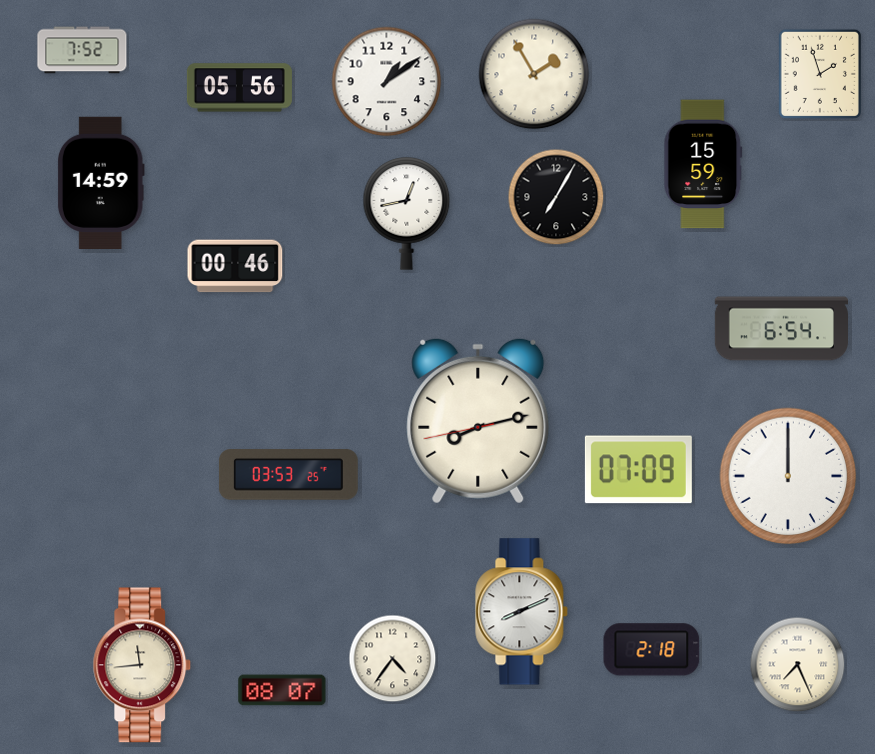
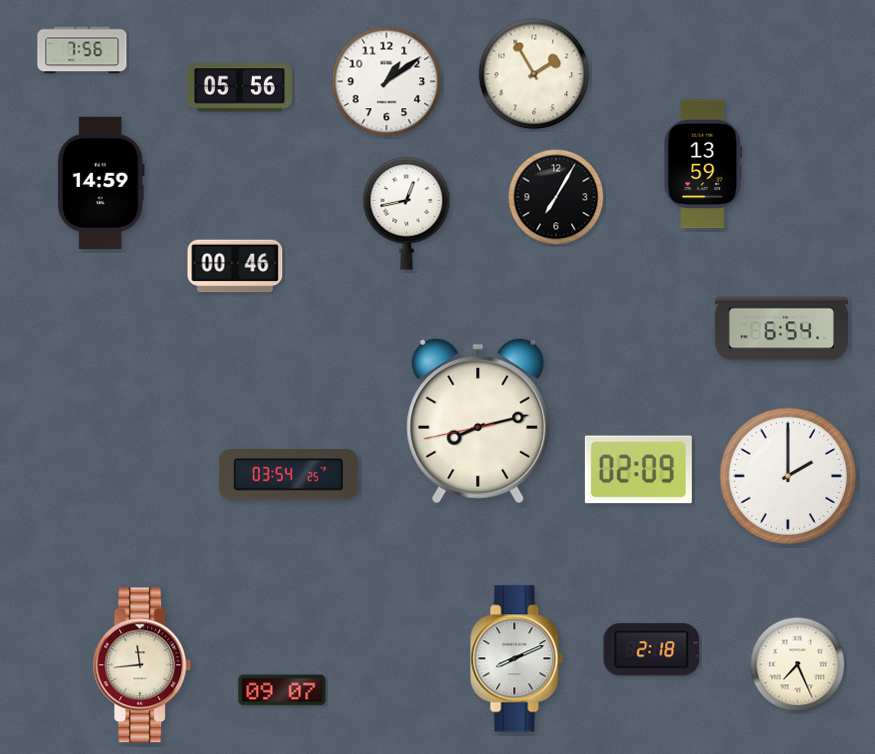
clock at (82, 50): 7:52 -> 7:56
clock at (820, 74): 1:57 -> none
clock at (703, 164): 15:59 -> 13:59
clock at (638, 470): 07:09 -> 02:09
clock at (288, 475): 03:53 -> 03:54
clock at (788, 476): 12:00 -> 2:00
clock at (522, 612) position: (522, 612) -> (517, 659)
clock at (393, 659): 4:36 -> none
clock at (282, 690): 08:07 -> 09:07
